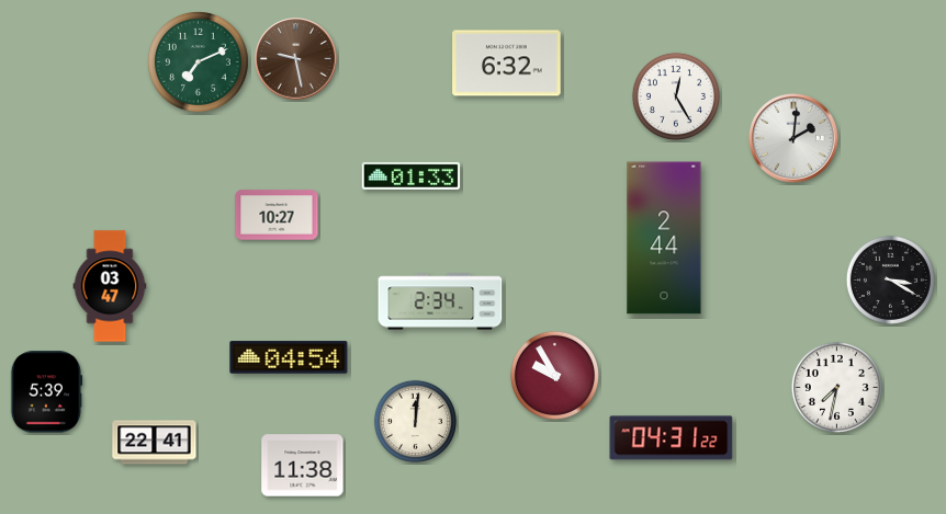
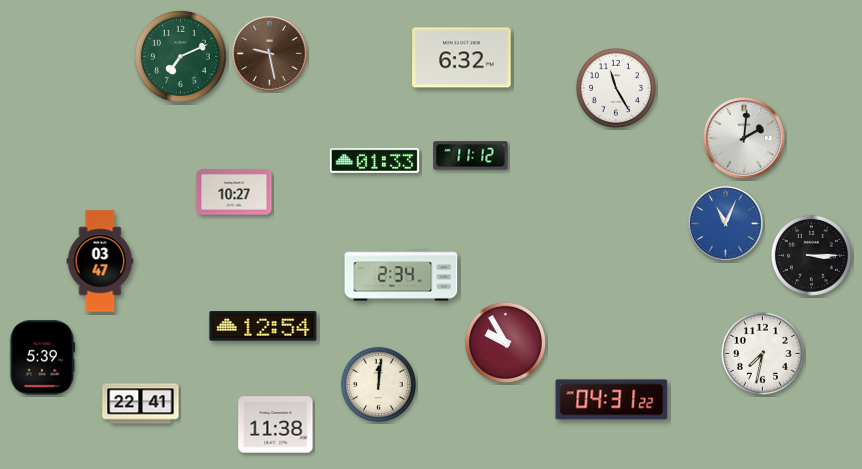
clock at (676, 96): 12:25 -> 11:25
clock at (795, 139) position: (795, 139) -> (745, 139)
clock at (471, 156): none -> 11:12
clock at (277, 215) position: (277, 215) -> (234, 192)
clock at (664, 238): 2:44 -> none
clock at (726, 224): none -> 11:04
clock at (890, 279): 3:20 -> 3:15
clock at (289, 357): 04:54 -> 12:54
